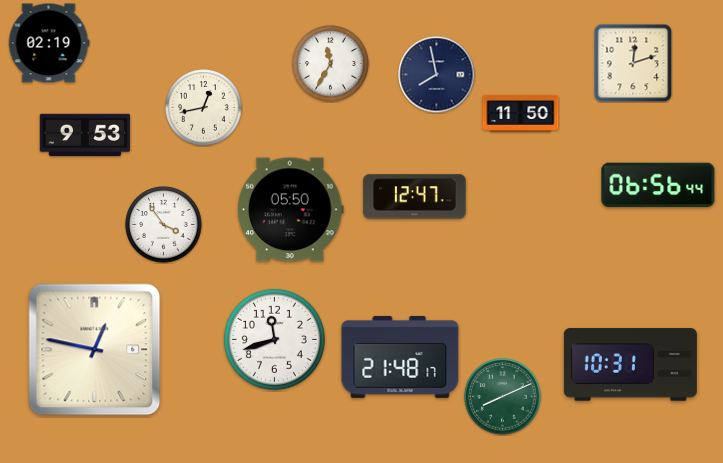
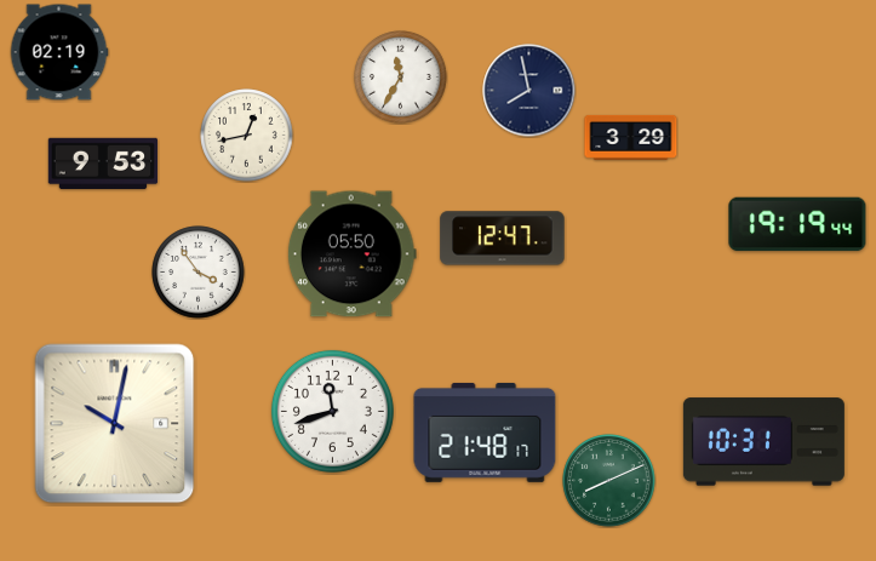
clock at (633, 63): 12:12 -> none
clock at (204, 108) position: (204, 108) -> (247, 136)
clock at (521, 113): 11:50 -> 3:29
clock at (658, 185): 06:56 -> 19:19
clock at (95, 350): 12:47 -> 10:02
